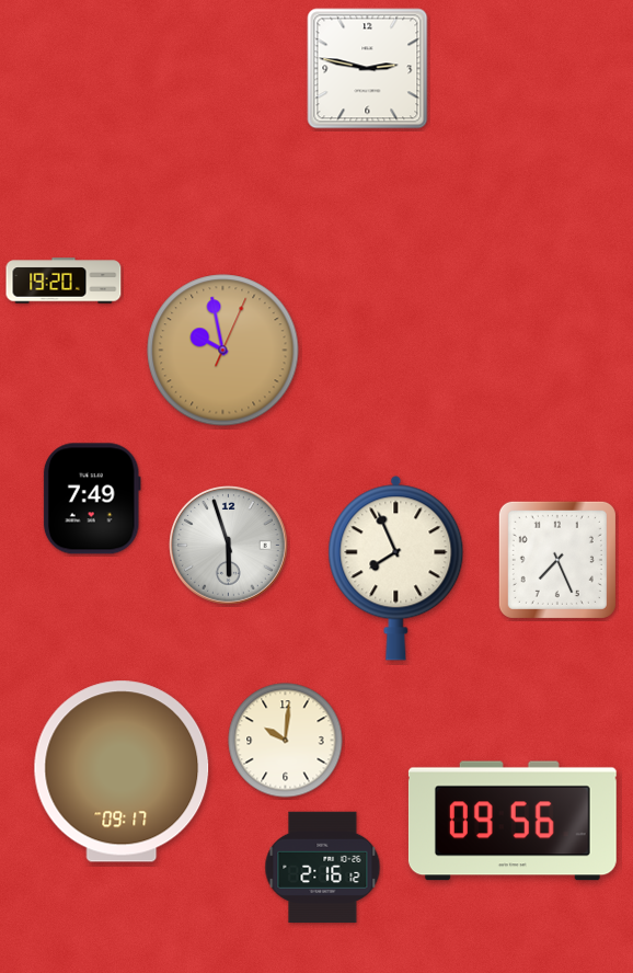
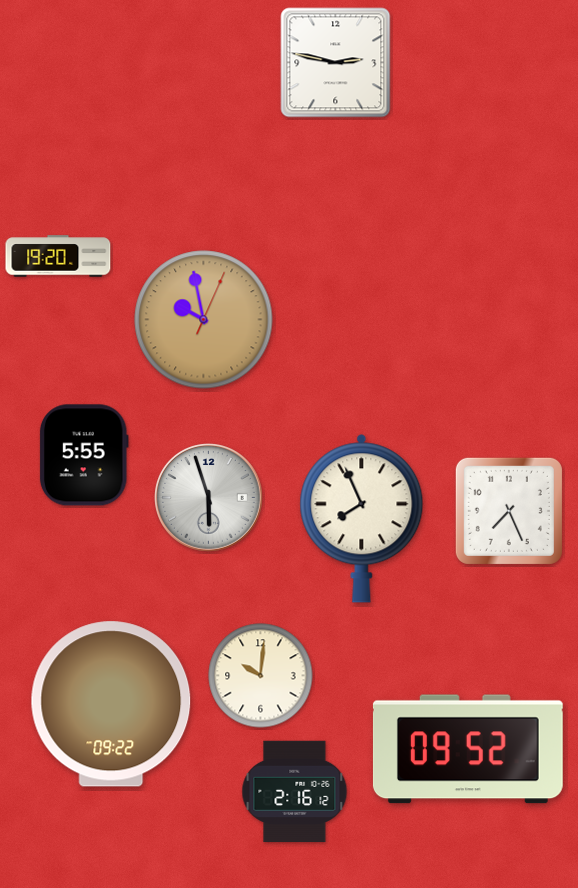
clock at (92, 499): 7:49 -> 5:55
clock at (122, 771): 09:17 -> 09:22
clock at (513, 821): 09:56 -> 09:52
